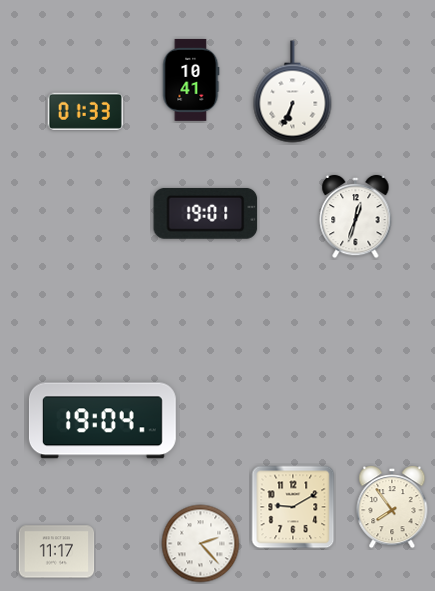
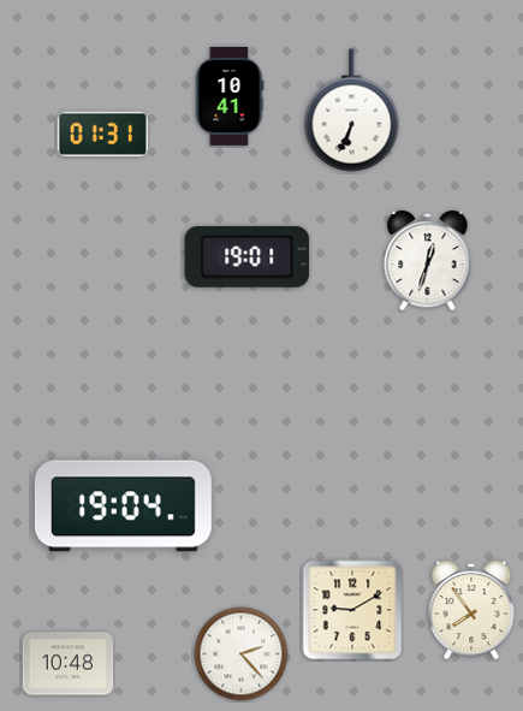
clock at (86, 111): 01:33 -> 01:31
clock at (57, 552): 11:17 -> 10:48
